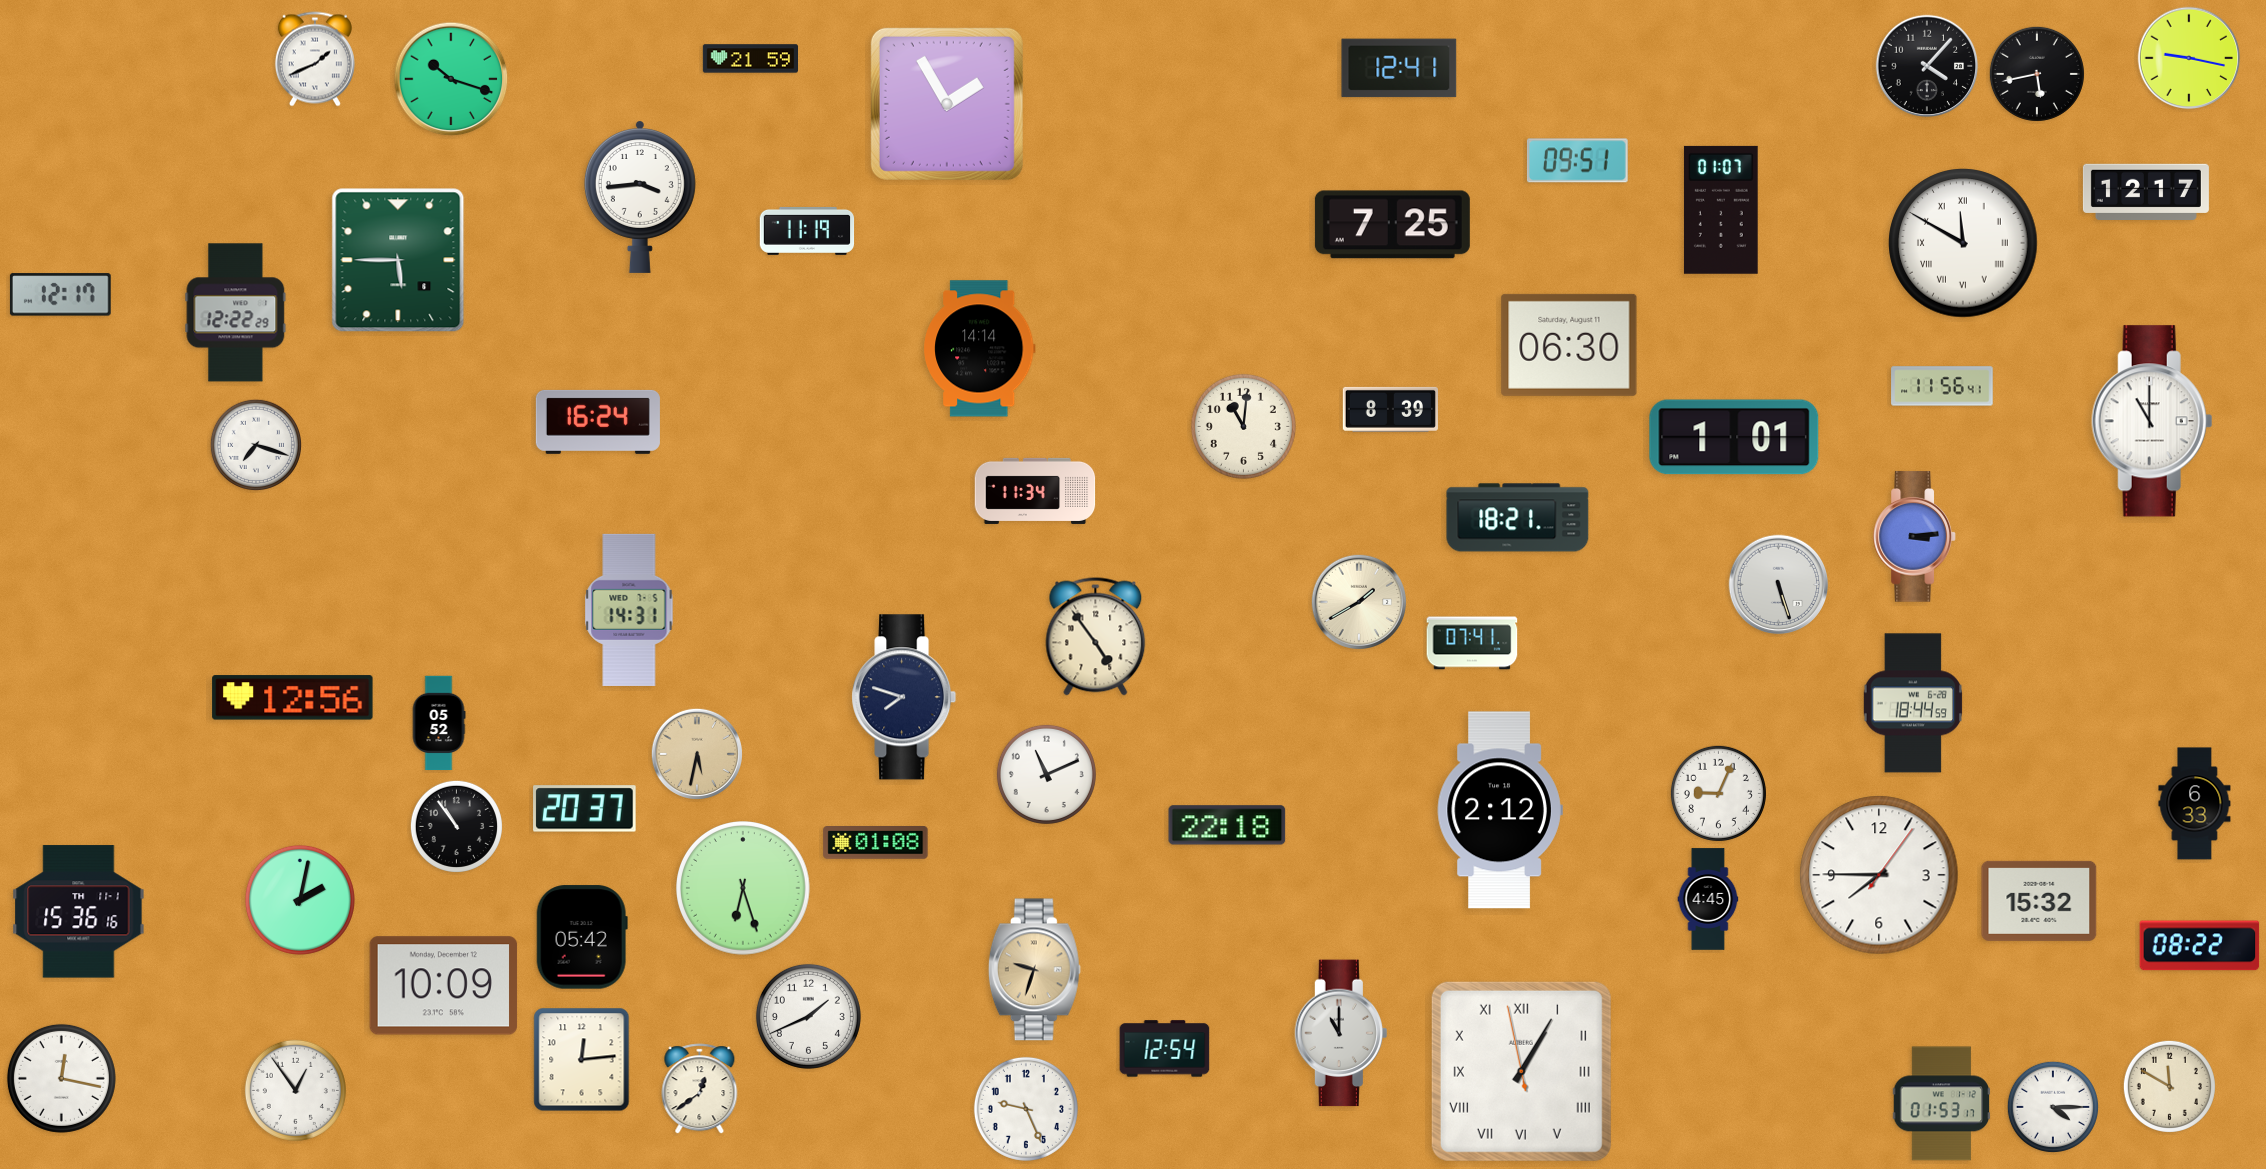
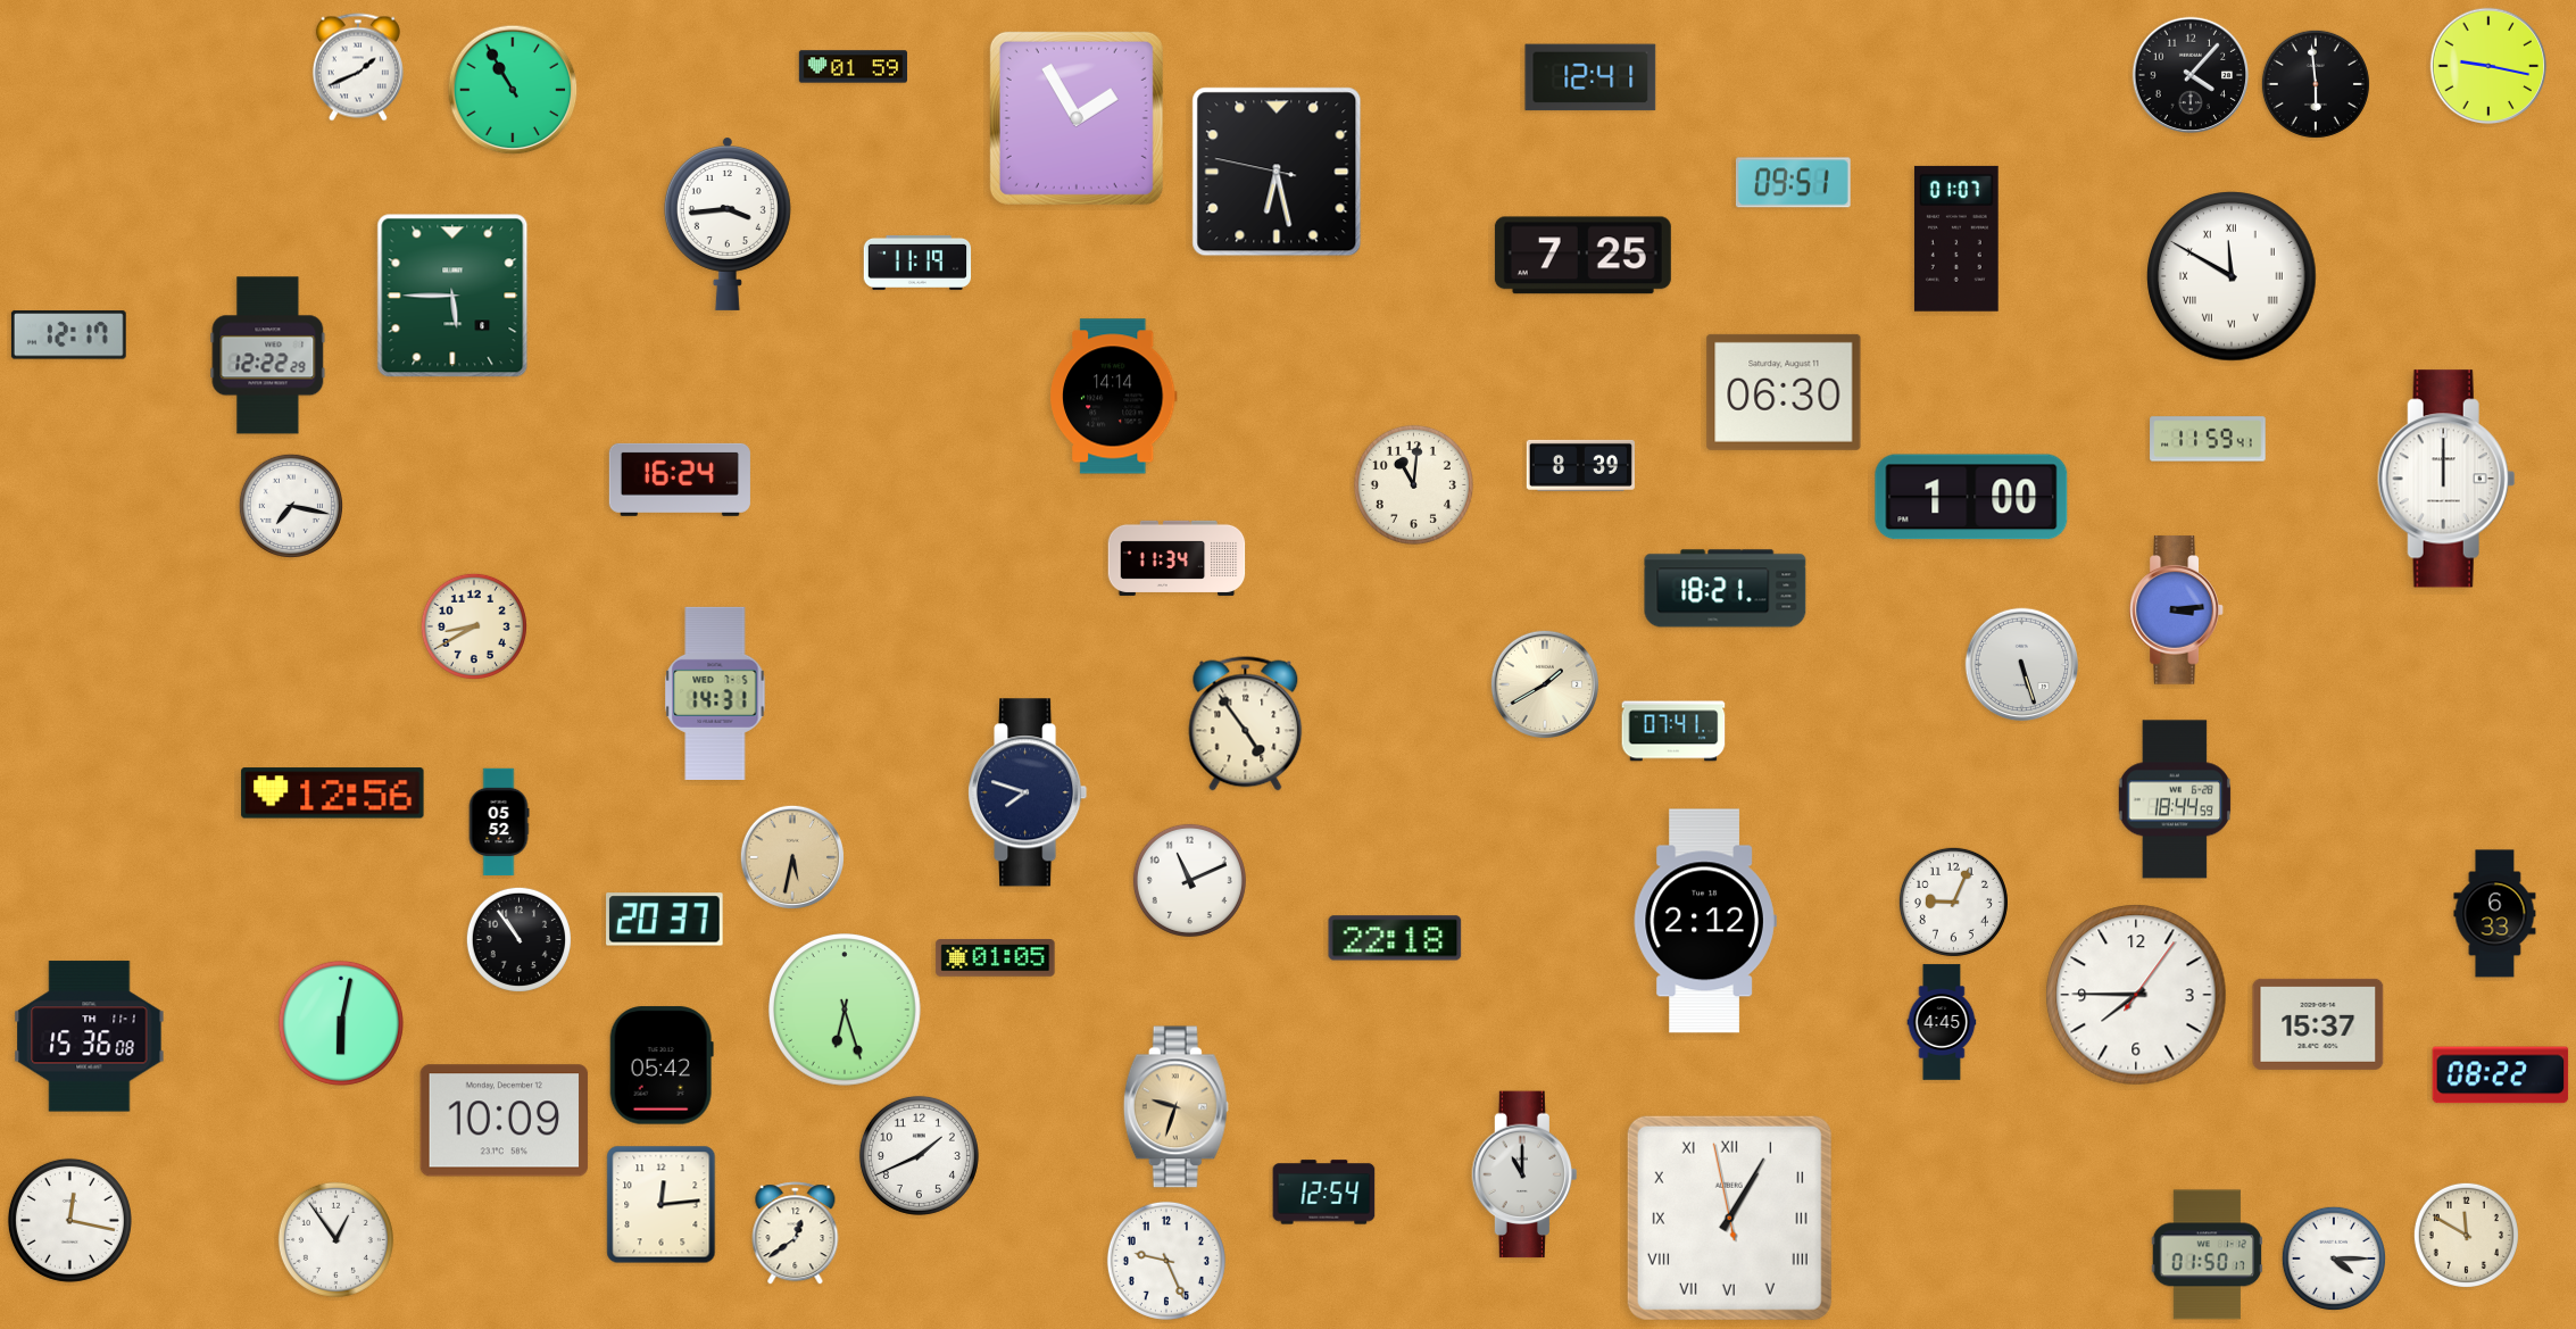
clock at (750, 59): 21:59 -> 01:59
clock at (2037, 74): 5:43 -> 5:59
clock at (451, 79): 10:18 -> 10:55
clock at (1277, 172): none -> 6:27
clock at (2146, 191): 12:17 -> none
clock at (1942, 386): 11:56 -> 11:59
clock at (2152, 421): 11:00 -> 12:00
clock at (1734, 437): 1:01 -> 1:00
clock at (256, 445): 7:18 -> 7:17
clock at (474, 626): none -> 8:40
clock at (876, 843): 01:08 -> 01:05
clock at (300, 900): 2:02 -> 6:02
clock at (2039, 901): 15:32 -> 15:37
clock at (79, 912): 15:36:16 -> 15:36:08
clock at (1034, 970) position: (1034, 970) -> (1175, 1107)
clock at (61, 1078) position: (61, 1078) -> (69, 1220)
clock at (700, 1089) position: (700, 1089) -> (796, 1234)
clock at (1942, 1104): 01:53 -> 01:50
